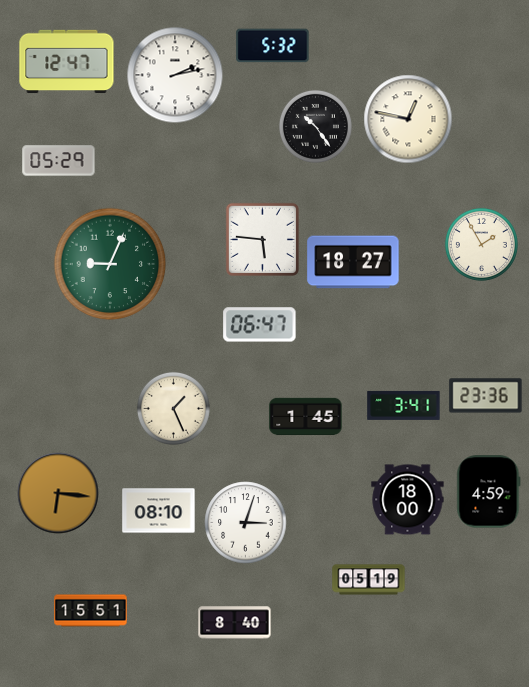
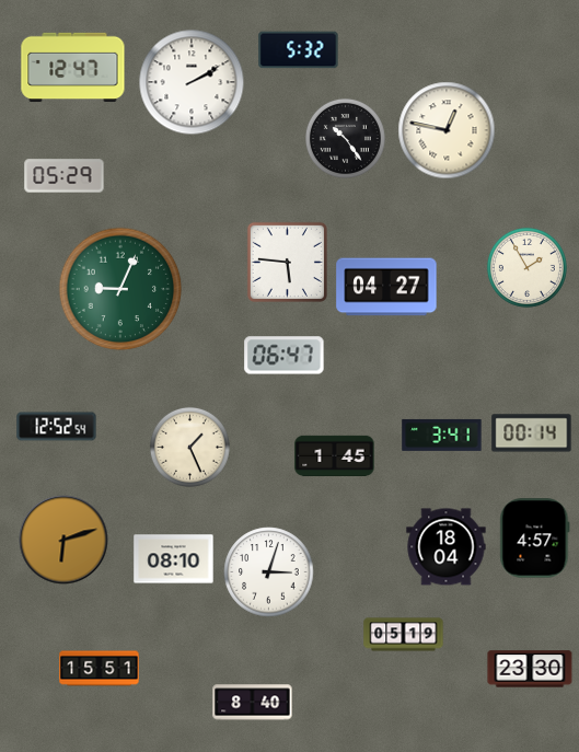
clock at (175, 75): 2:13 -> 2:10
clock at (353, 262): 18:27 -> 04:27
clock at (57, 427): none -> 12:52
clock at (486, 396): 23:36 -> 00:14
clock at (404, 405) position: (404, 405) -> (442, 435)
clock at (489, 492): 4:59 -> 4:57
clock at (58, 493): 6:16 -> 6:12
clock at (408, 500): 18:00 -> 18:04
clock at (530, 669): none -> 23:30
clock at (235, 623) position: (235, 623) -> (253, 703)
